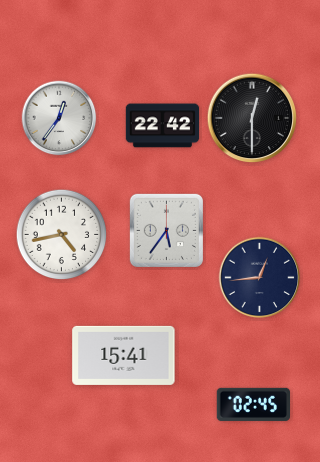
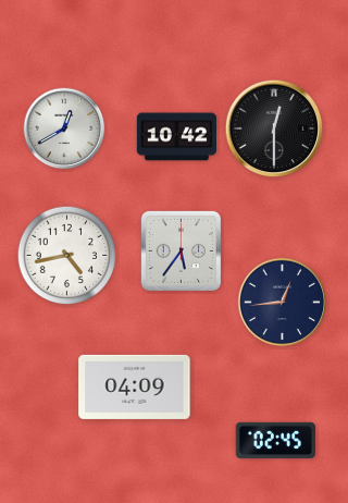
clock at (59, 118): 12:36 -> 12:40
clock at (163, 126): 22:42 -> 10:42
clock at (124, 355): 15:41 -> 04:09
